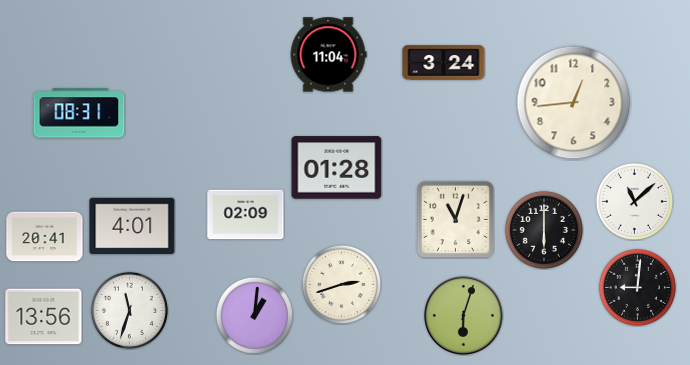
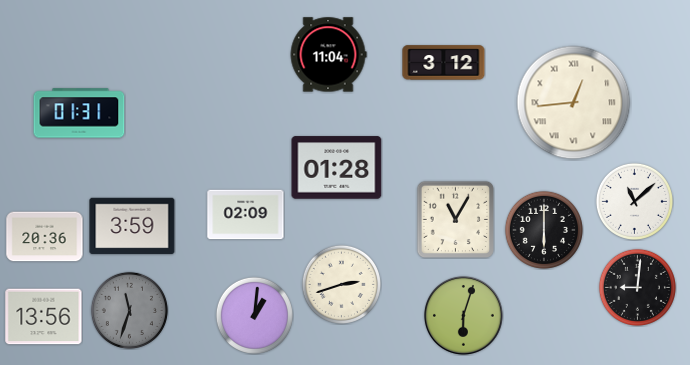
clock at (444, 63): 3:24 -> 3:12
clock at (574, 103) numerals: Arabic -> Roman
clock at (79, 113): 08:31 -> 01:31
clock at (455, 219): 11:03 -> 11:05
clock at (132, 226): 4:01 -> 3:59
clock at (45, 237): 20:41 -> 20:36
clock at (129, 310) dial: white -> grey
